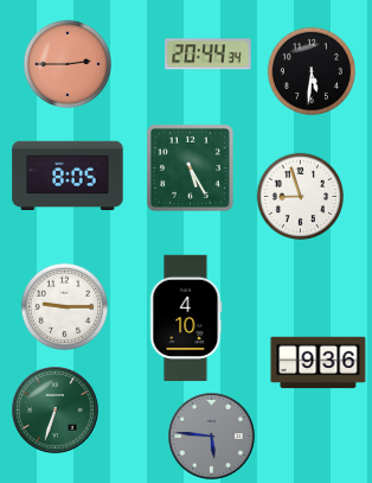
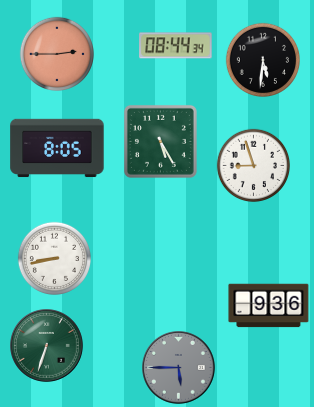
clock at (209, 55): 20:44 -> 08:44
clock at (64, 306): 9:15 -> 8:43
clock at (186, 318): 4:10 -> none
clock at (212, 437): 5:46 -> 5:45
